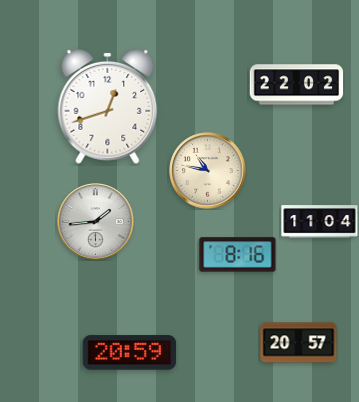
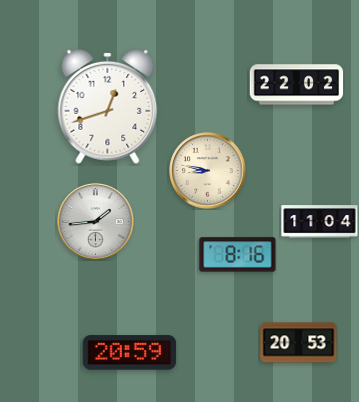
clock at (208, 171): 10:47 -> 8:47
clock at (299, 343): 20:57 -> 20:53
